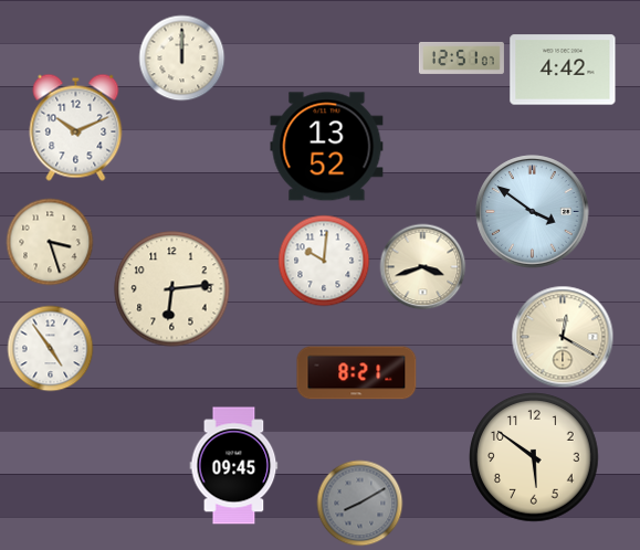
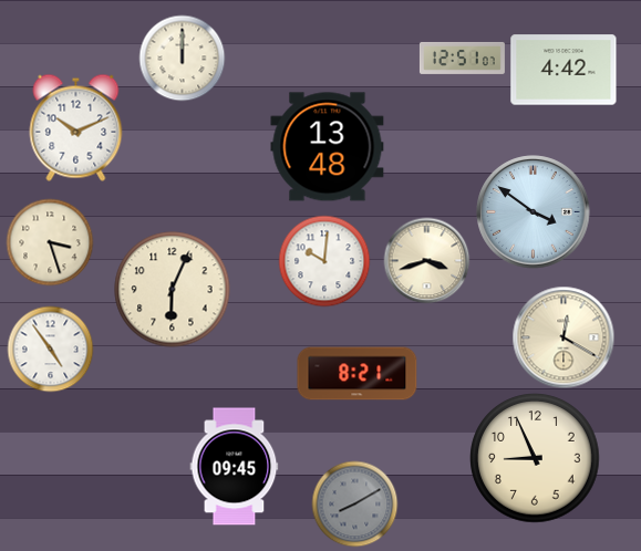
clock at (327, 147): 13:52 -> 13:48
clock at (422, 266) position: (422, 266) -> (426, 260)
clock at (172, 289): 6:14 -> 6:04
clock at (534, 457): 5:51 -> 8:56
clock at (359, 503) position: (359, 503) -> (354, 503)
